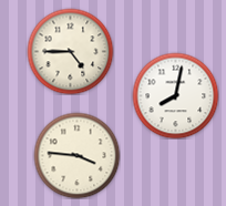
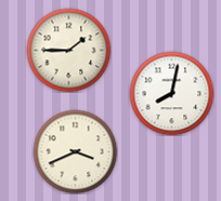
clock at (70, 51): 4:45 -> 1:45
clock at (76, 155): 3:46 -> 3:41
